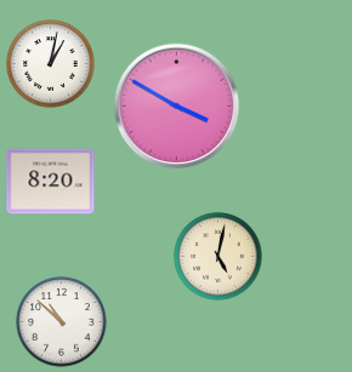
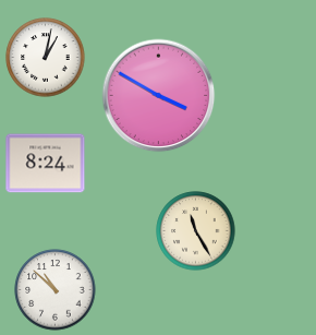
clock at (51, 182): 8:20 -> 8:24
clock at (218, 257): 5:02 -> 11:25
